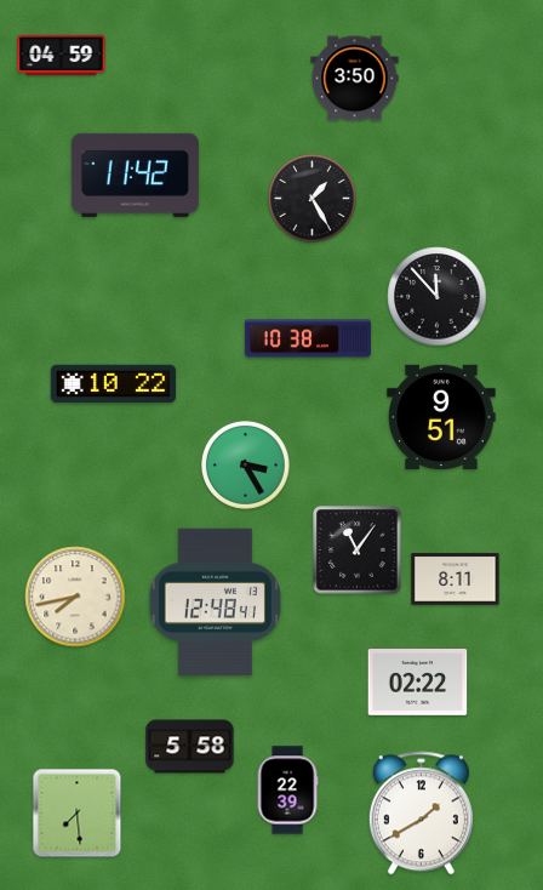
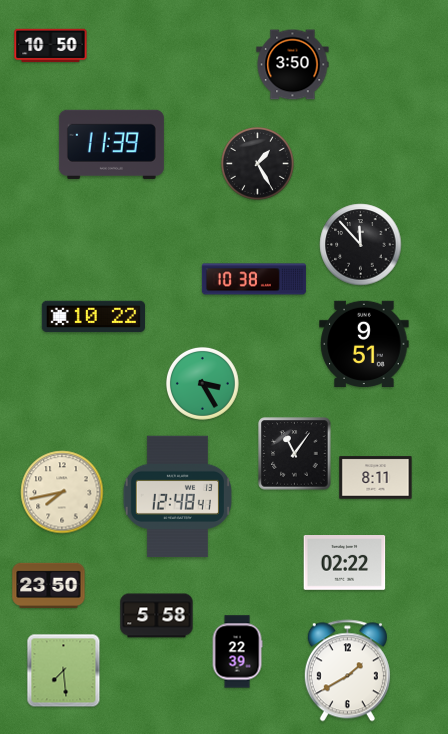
clock at (62, 56): 04:59 -> 10:50
clock at (135, 175): 11:42 -> 11:39
clock at (49, 585): none -> 23:50
